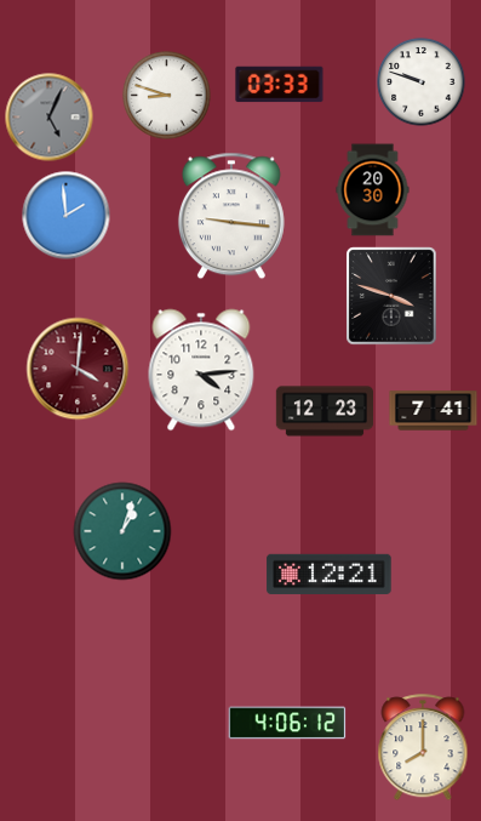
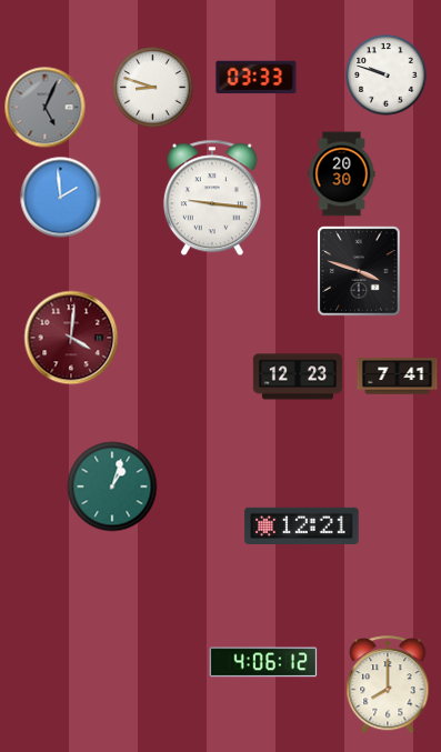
clock at (201, 370): 4:14 -> none
